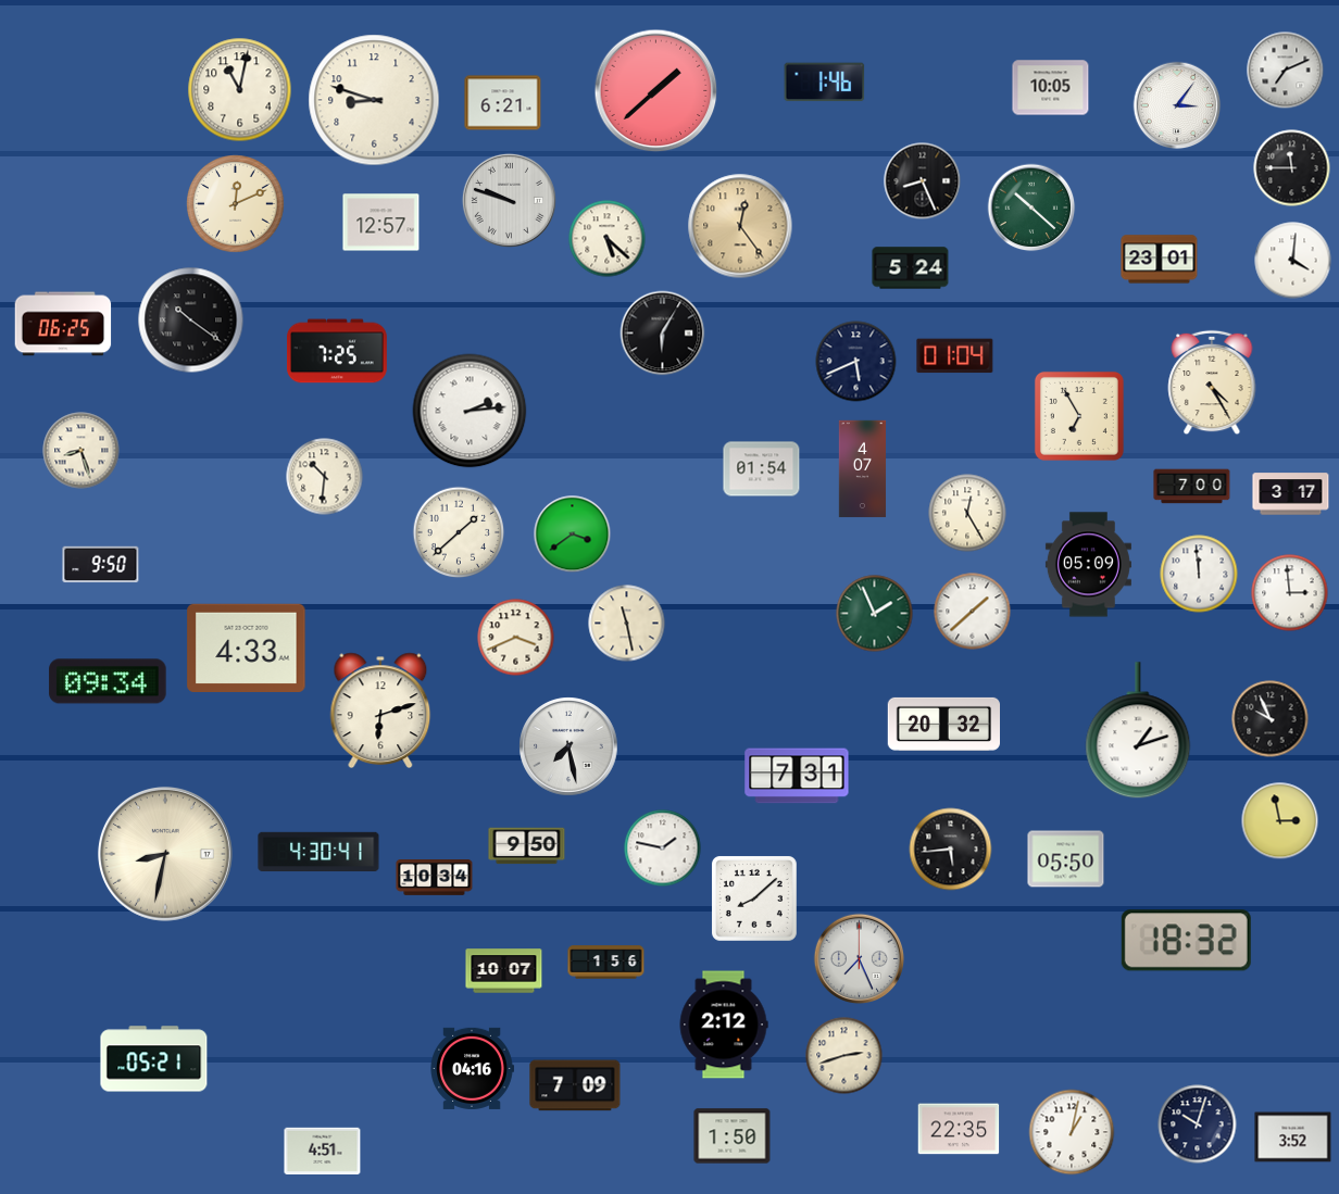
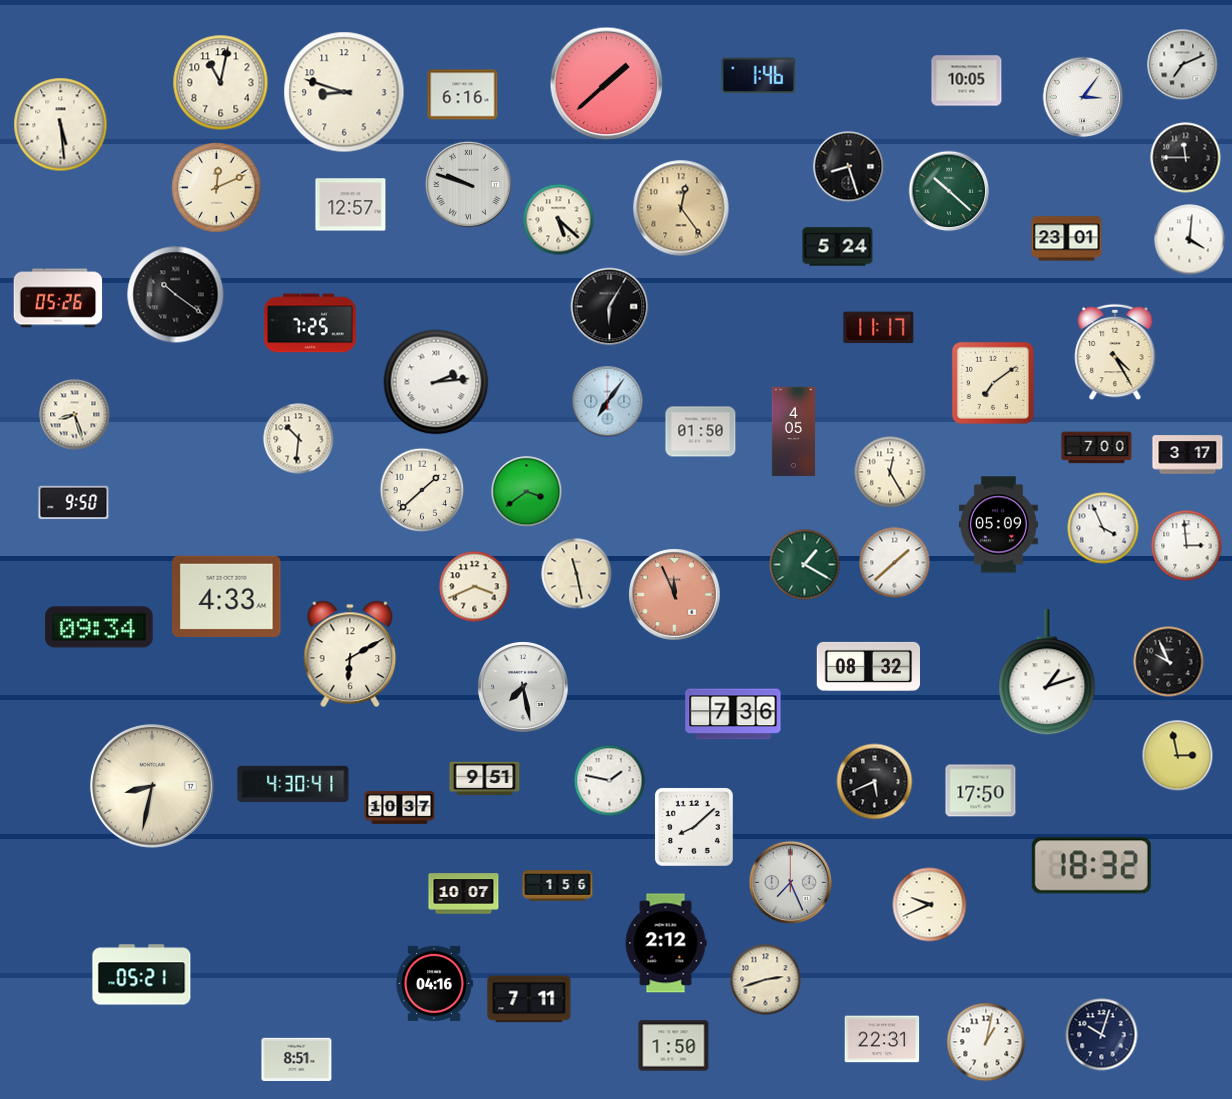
clock at (656, 91) position: (656, 91) -> (607, 84)
clock at (503, 103): 6:21 -> 6:16
clock at (61, 125): none -> 5:29
clock at (1292, 168) position: (1292, 168) -> (1186, 158)
clock at (923, 181): 8:26 -> 8:27
clock at (63, 324): 06:25 -> 05:26
clock at (955, 356): 01:04 -> 11:17
clock at (856, 362): 5:41 -> none
clock at (470, 411) position: (470, 411) -> (436, 382)
clock at (1079, 416): 6:55 -> 7:09
clock at (608, 402): none -> 7:06
clock at (762, 469): 01:54 -> 01:50
clock at (863, 469): 4:07 -> 4:05
clock at (101, 565) position: (101, 565) -> (74, 503)
clock at (1088, 565) position: (1088, 565) -> (998, 525)
clock at (1199, 574): 11:59 -> 3:56
clock at (875, 614): 1:56 -> 1:20
clock at (675, 595): none -> 11:56
clock at (380, 709): 6:12 -> 6:10
clock at (943, 724): 20:32 -> 08:32
clock at (797, 776): 7:31 -> 7:36
clock at (527, 846): 9:50 -> 9:51
clock at (951, 850): 5:44 -> 5:41
clock at (1066, 859): 05:50 -> 17:50
clock at (435, 878): 10:34 -> 10:37
clock at (930, 905): none -> 9:41
clock at (844, 1056) position: (844, 1056) -> (766, 980)
clock at (575, 1085): 7:09 -> 7:11
clock at (959, 1129): 22:35 -> 22:31
clock at (1293, 1138): 3:52 -> none
clock at (323, 1151): 4:51 -> 8:51
